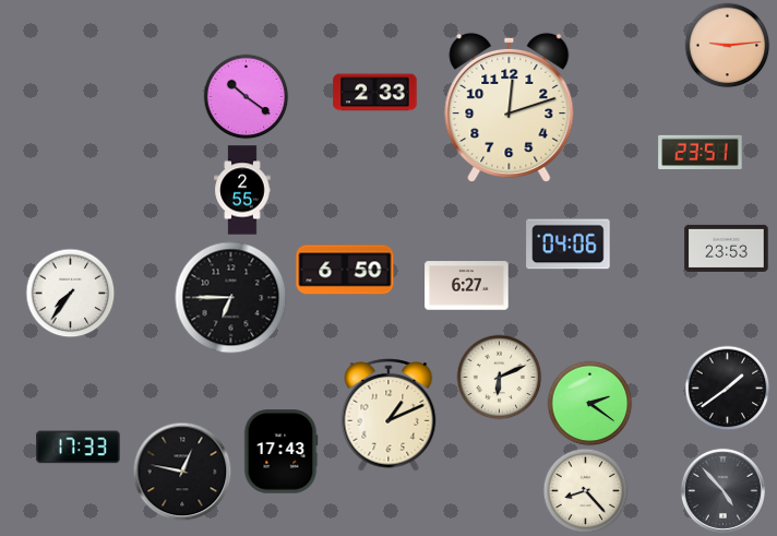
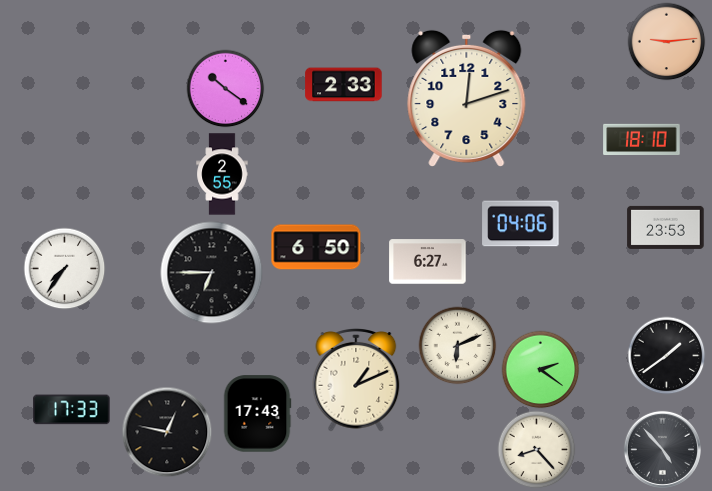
clock at (701, 153): 23:51 -> 18:10
